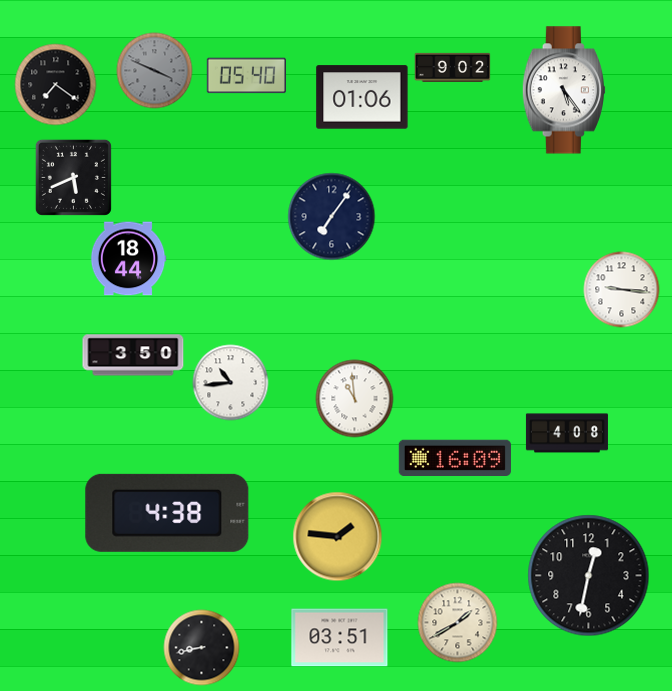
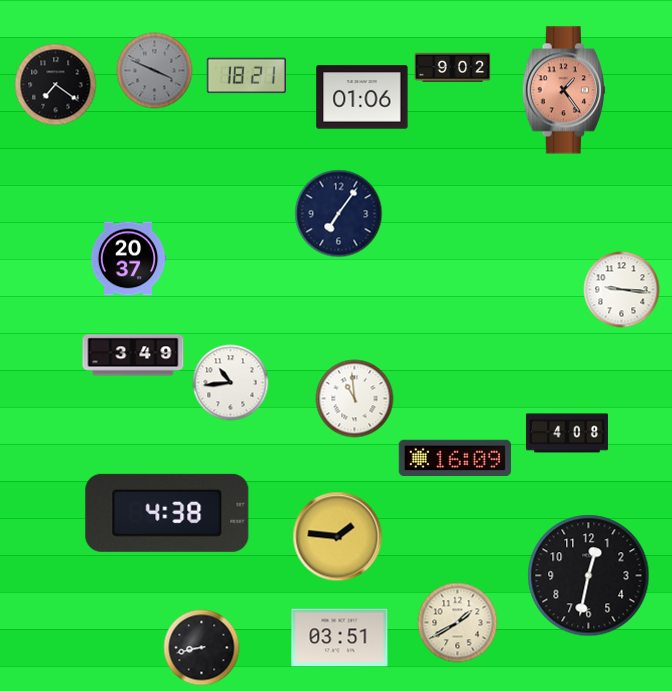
clock at (246, 76): 05:40 -> 18:21
clock at (564, 90): 5:24 -> 1:24
clock at (564, 90) dial: white -> salmon
clock at (73, 177): 5:41 -> none
clock at (332, 217) position: (332, 217) -> (339, 214)
clock at (128, 259): 18:44 -> 20:37
clock at (133, 355): 3:50 -> 3:49
